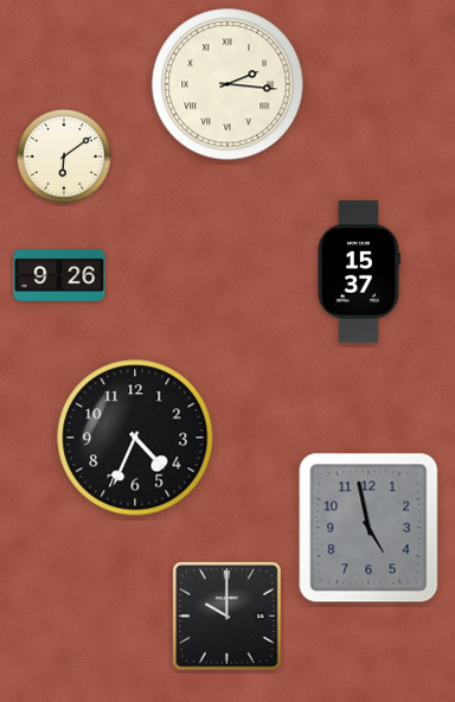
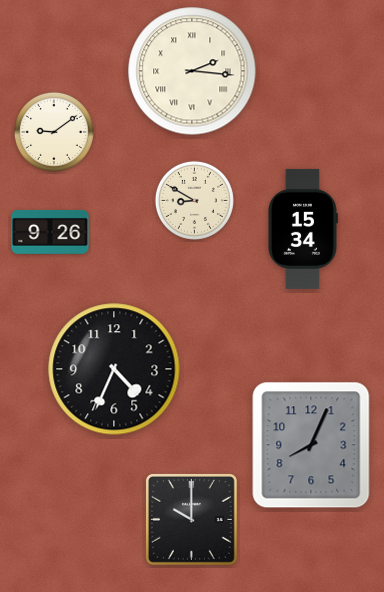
clock at (64, 157): 6:09 -> 9:09
clock at (194, 200): none -> 8:50
clock at (358, 272): 15:37 -> 15:34
clock at (369, 528): 4:58 -> 8:04
